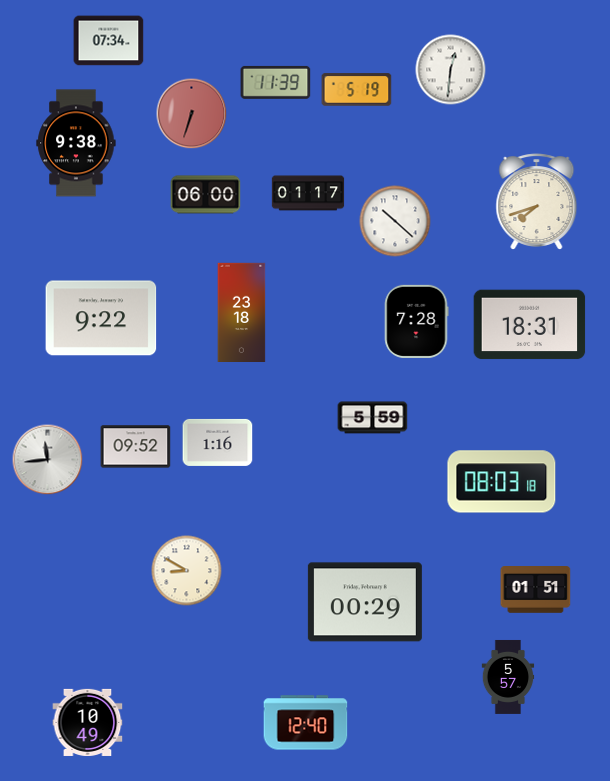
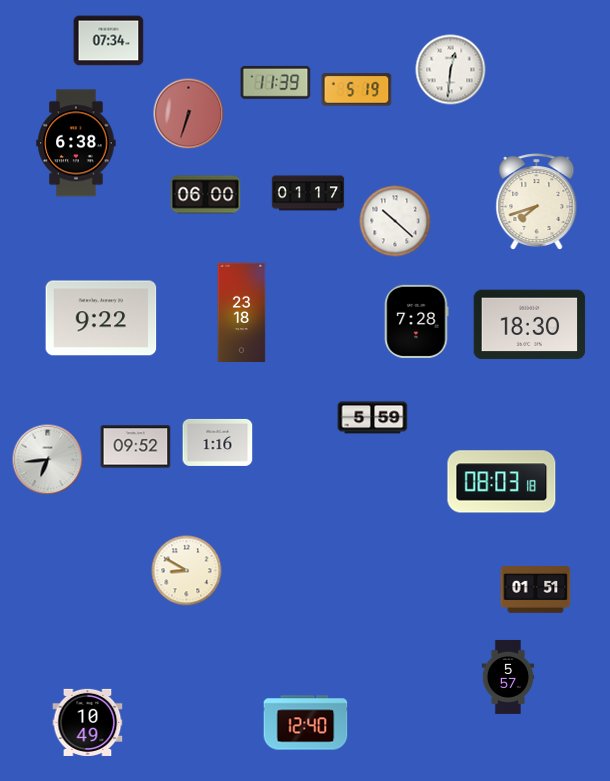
clock at (192, 114) position: (192, 114) -> (189, 114)
clock at (76, 143): 9:38 -> 6:38
clock at (530, 325): 18:31 -> 18:30
clock at (48, 460): 11:44 -> 6:44
clock at (365, 602): 00:29 -> none
